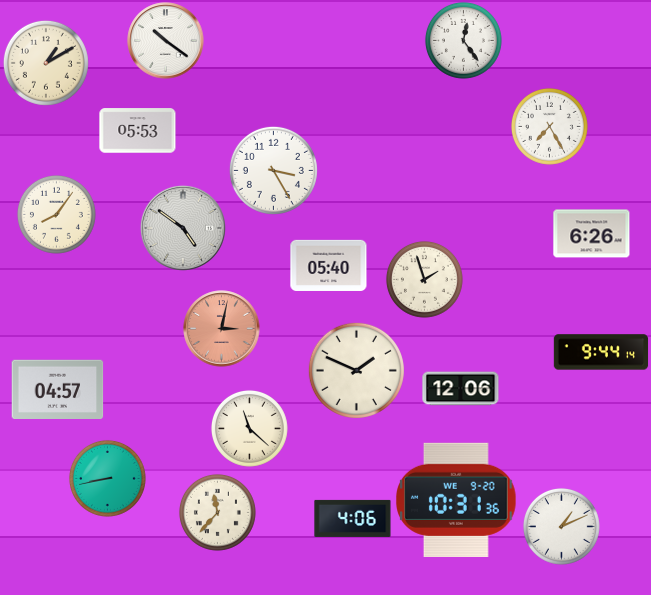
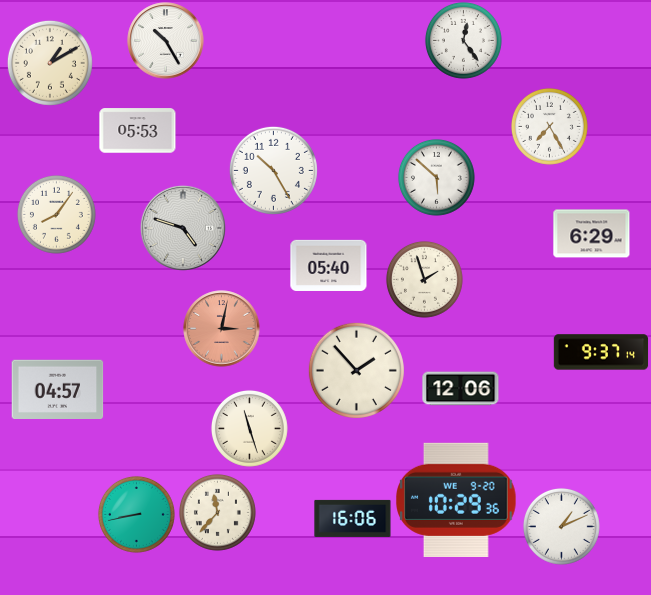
clock at (166, 41): 10:21 -> 10:25
clock at (46, 63) position: (46, 63) -> (50, 63)
clock at (273, 170): 3:25 -> 10:25
clock at (436, 177): none -> 5:52
clock at (183, 228): 4:51 -> 4:48
clock at (592, 234): 6:26 -> 6:29
clock at (601, 352): 9:44 -> 9:37
clock at (356, 370): 1:49 -> 1:53
clock at (249, 428): 11:22 -> 11:27
clock at (107, 478) position: (107, 478) -> (136, 514)
clock at (457, 500): 10:31 -> 10:29
clock at (353, 518): 4:06 -> 16:06
